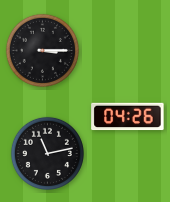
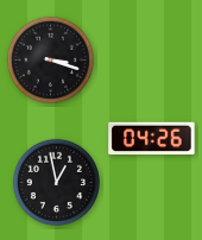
clock at (42, 50): 3:15 -> 3:18
clock at (47, 153): 11:13 -> 12:58
